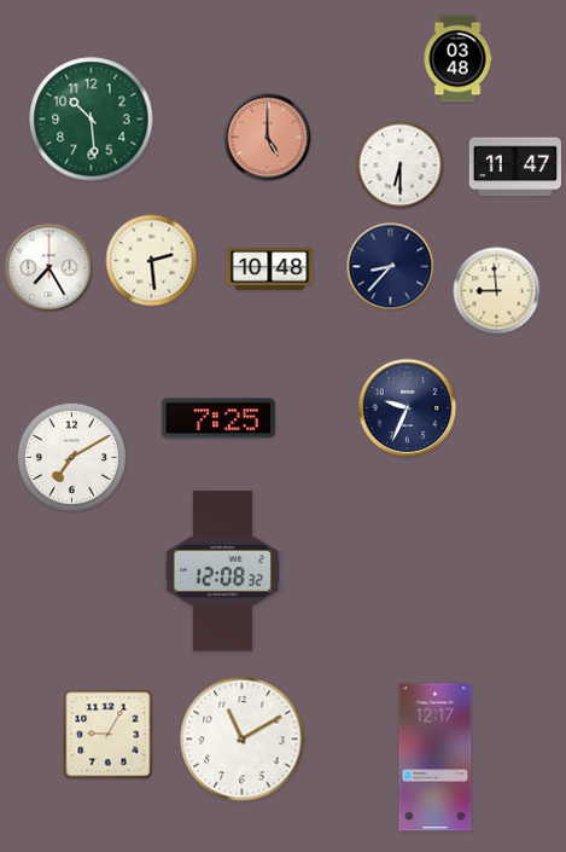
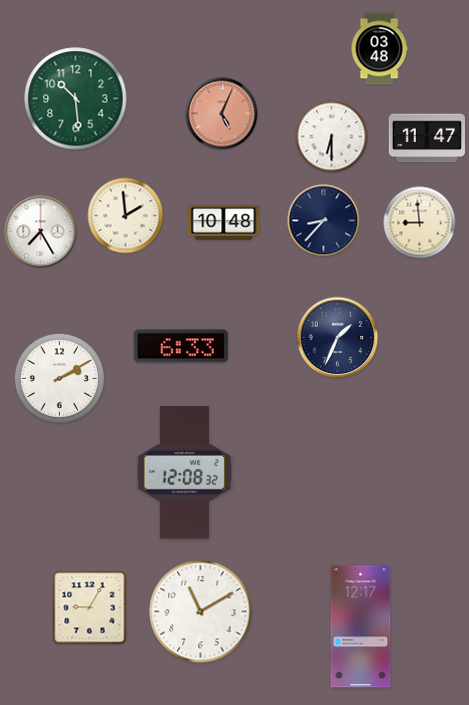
clock at (268, 138): 5:00 -> 5:04
clock at (152, 261): 2:29 -> 1:59
clock at (49, 268) position: (49, 268) -> (41, 232)
clock at (497, 291) position: (497, 291) -> (420, 223)
clock at (408, 408): 9:34 -> 1:34
clock at (218, 418): 7:25 -> 6:33
clock at (71, 457): 7:10 -> 2:10
